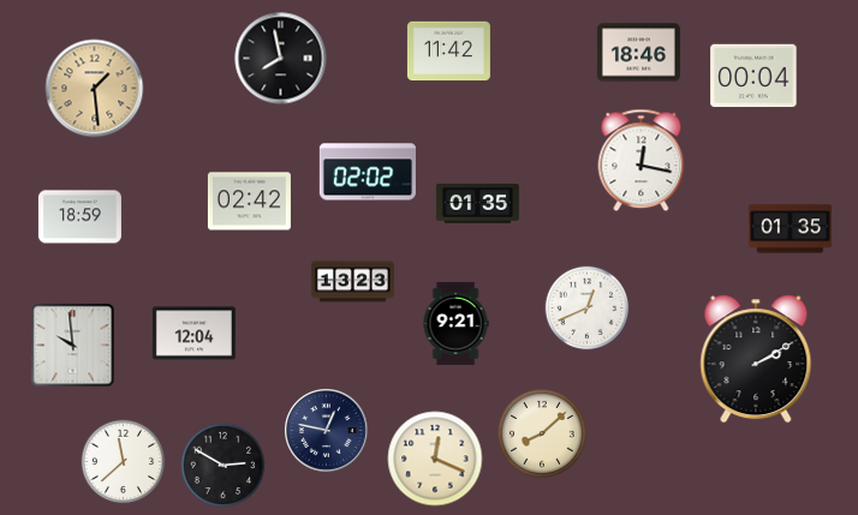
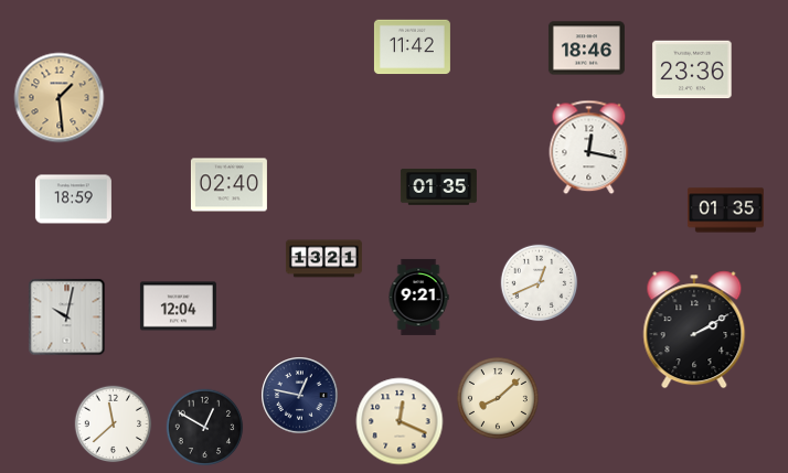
clock at (281, 59): 7:58 -> none
clock at (753, 76): 00:04 -> 23:36
clock at (95, 89) position: (95, 89) -> (60, 98)
clock at (367, 172): 02:02 -> none
clock at (249, 202): 02:42 -> 02:40
clock at (352, 282): 13:23 -> 13:21
clock at (73, 346): 9:59 -> 10:02
clock at (224, 466): 2:50 -> 12:50
